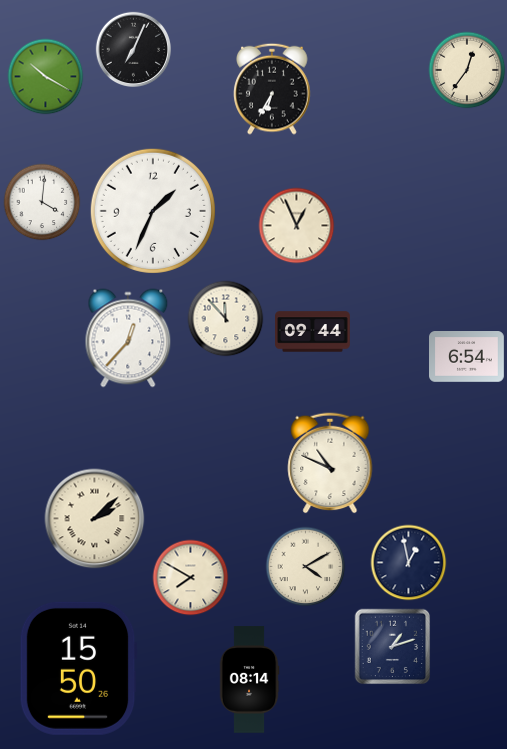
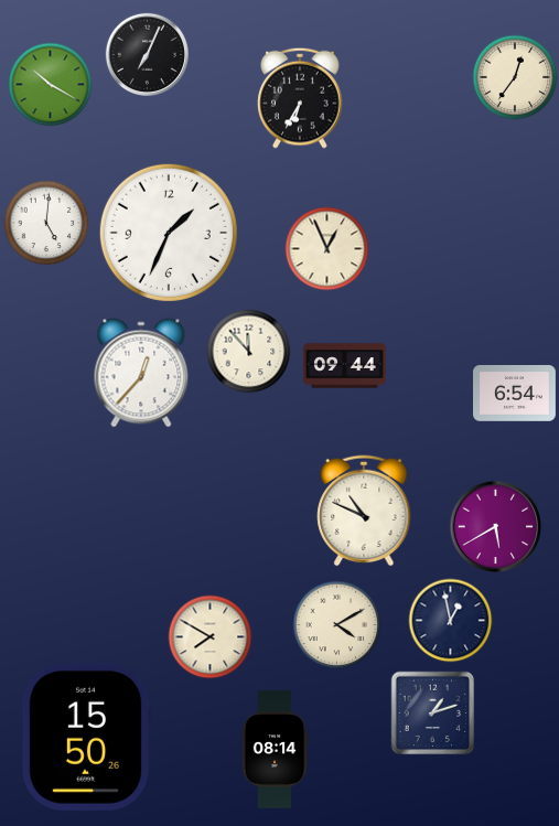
clock at (42, 202): 4:01 -> 5:01
clock at (496, 527): none -> 5:40
clock at (95, 519): 2:08 -> none
